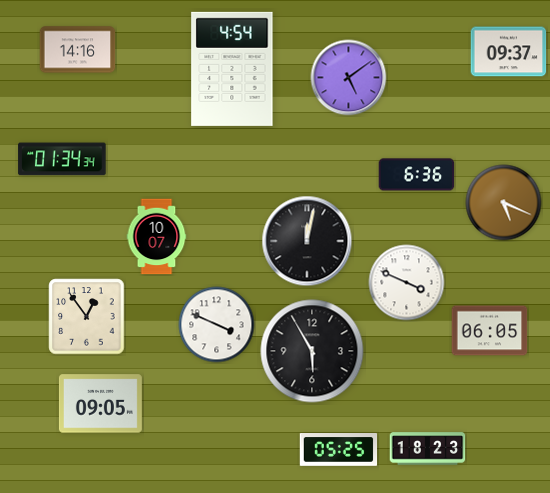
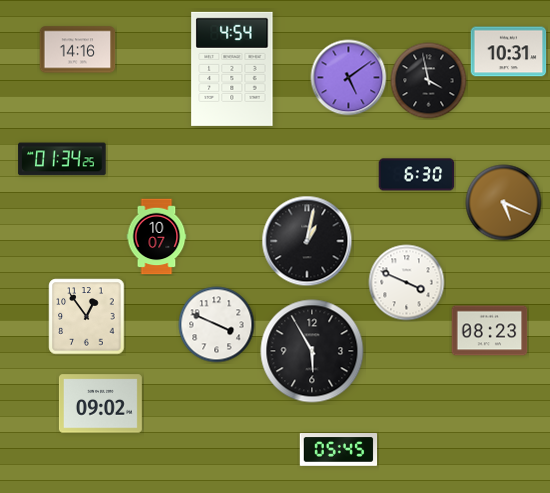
clock at (509, 52): 09:37 -> 10:31
clock at (429, 81): none -> 3:58
clock at (62, 159): 01:34:34 -> 01:34:25
clock at (417, 175): 6:36 -> 6:30
clock at (307, 241): 12:02 -> 1:02
clock at (490, 331): 06:05 -> 08:23
clock at (100, 404): 09:05 -> 09:02
clock at (428, 449): 18:23 -> none
clock at (339, 450): 05:25 -> 05:45
